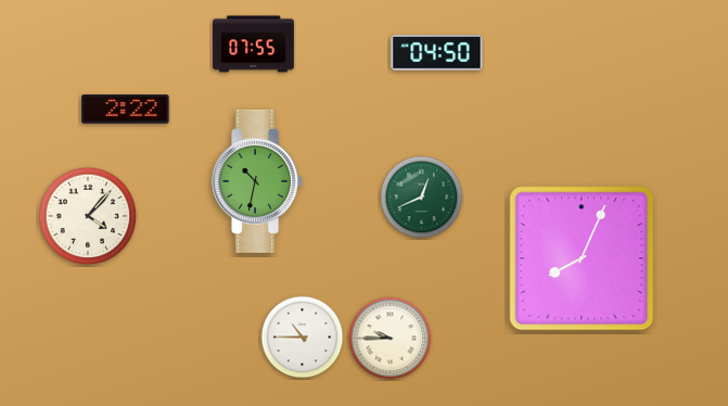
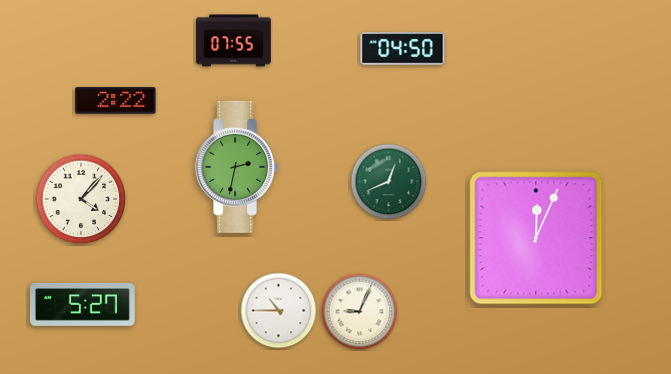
clock at (258, 181): 10:32 -> 2:32
clock at (582, 258): 8:04 -> 12:04
clock at (83, 304): none -> 5:27
clock at (391, 339): 9:45 -> 9:04
